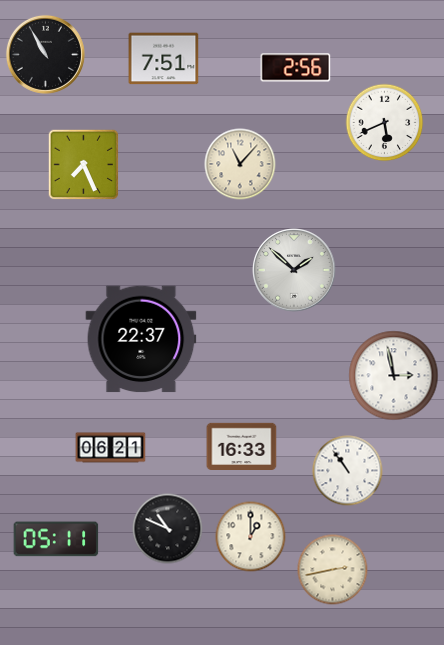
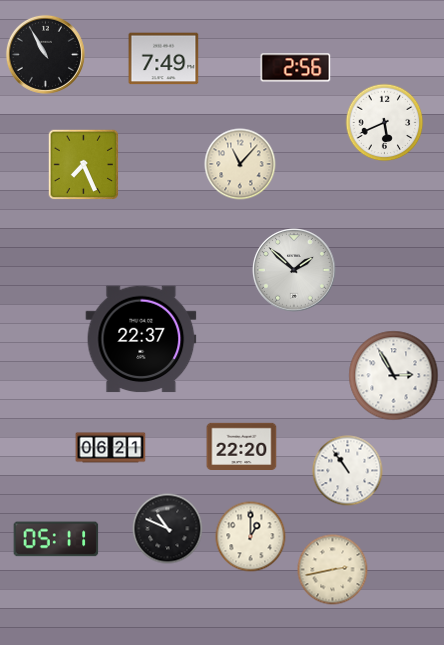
clock at (164, 59): 7:51 -> 7:49
clock at (394, 376): 2:58 -> 2:55
clock at (242, 446): 16:33 -> 22:20
